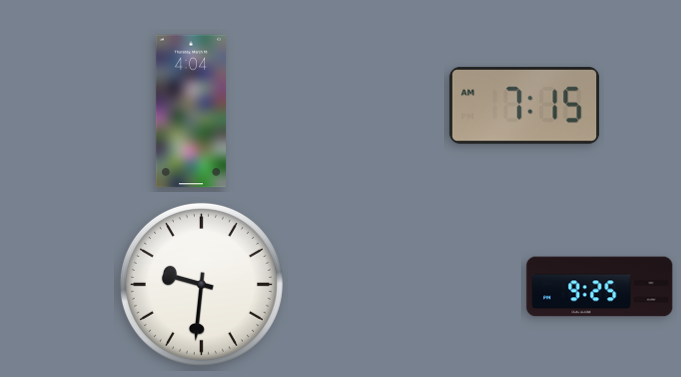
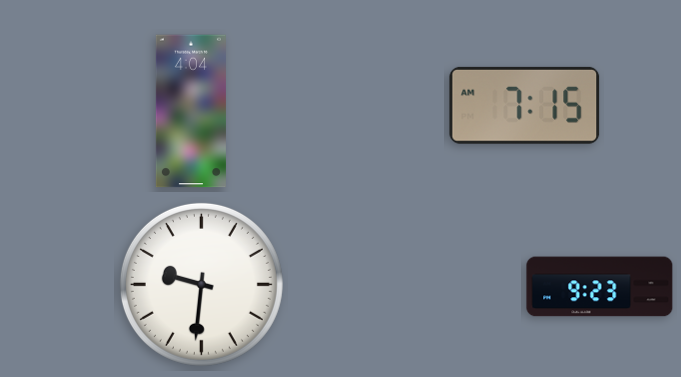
clock at (600, 287): 9:25 -> 9:23
